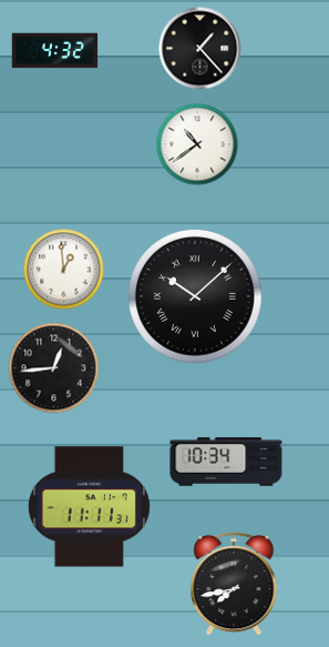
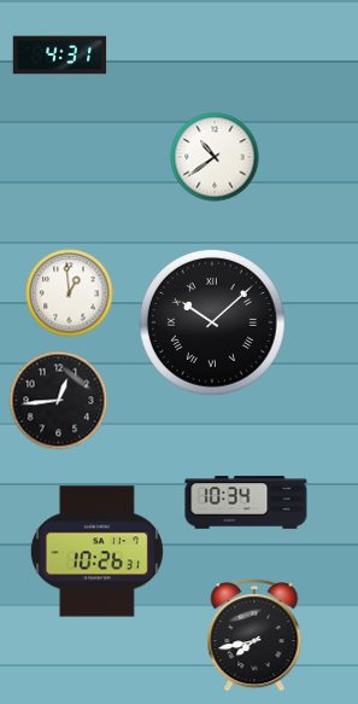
clock at (201, 49): 1:23 -> none
clock at (55, 51): 4:32 -> 4:31
clock at (89, 507): 11:11 -> 10:26
